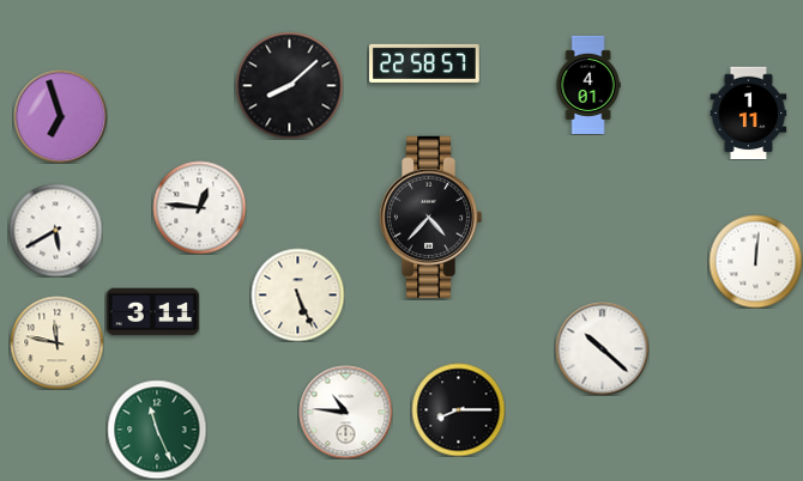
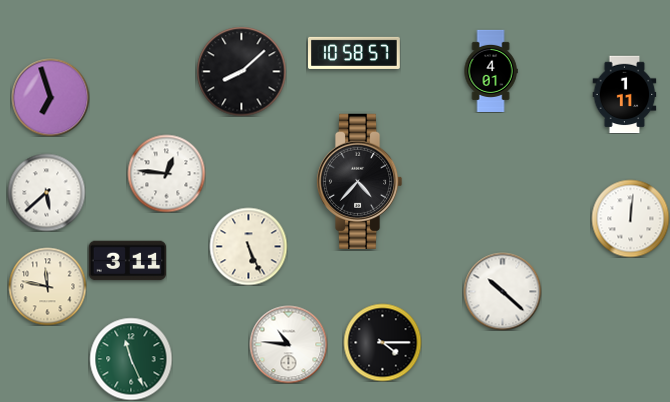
clock at (424, 63): 22:58 -> 10:58
clock at (55, 230): 5:40 -> 5:38
clock at (458, 409): 8:15 -> 4:15
